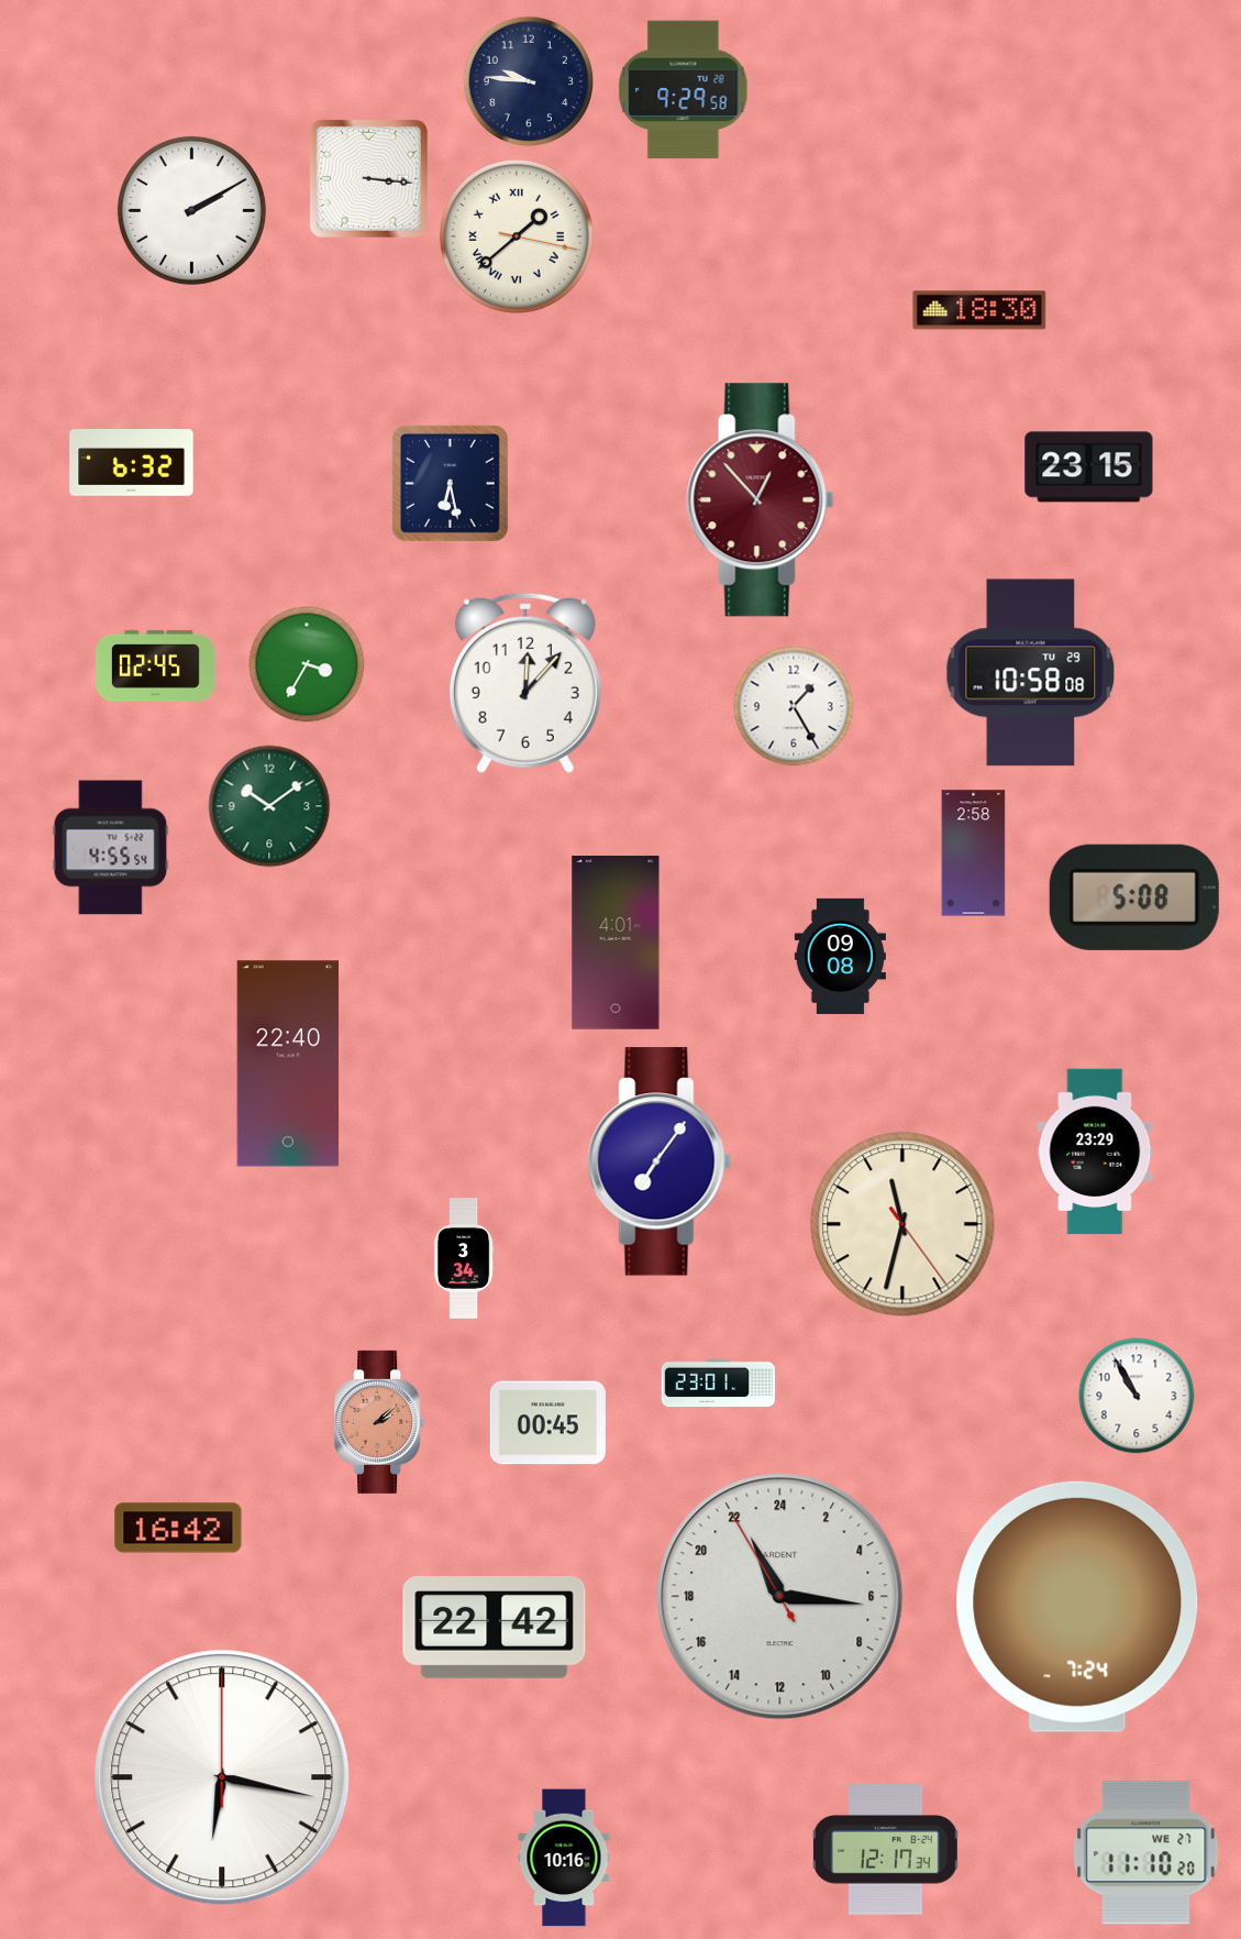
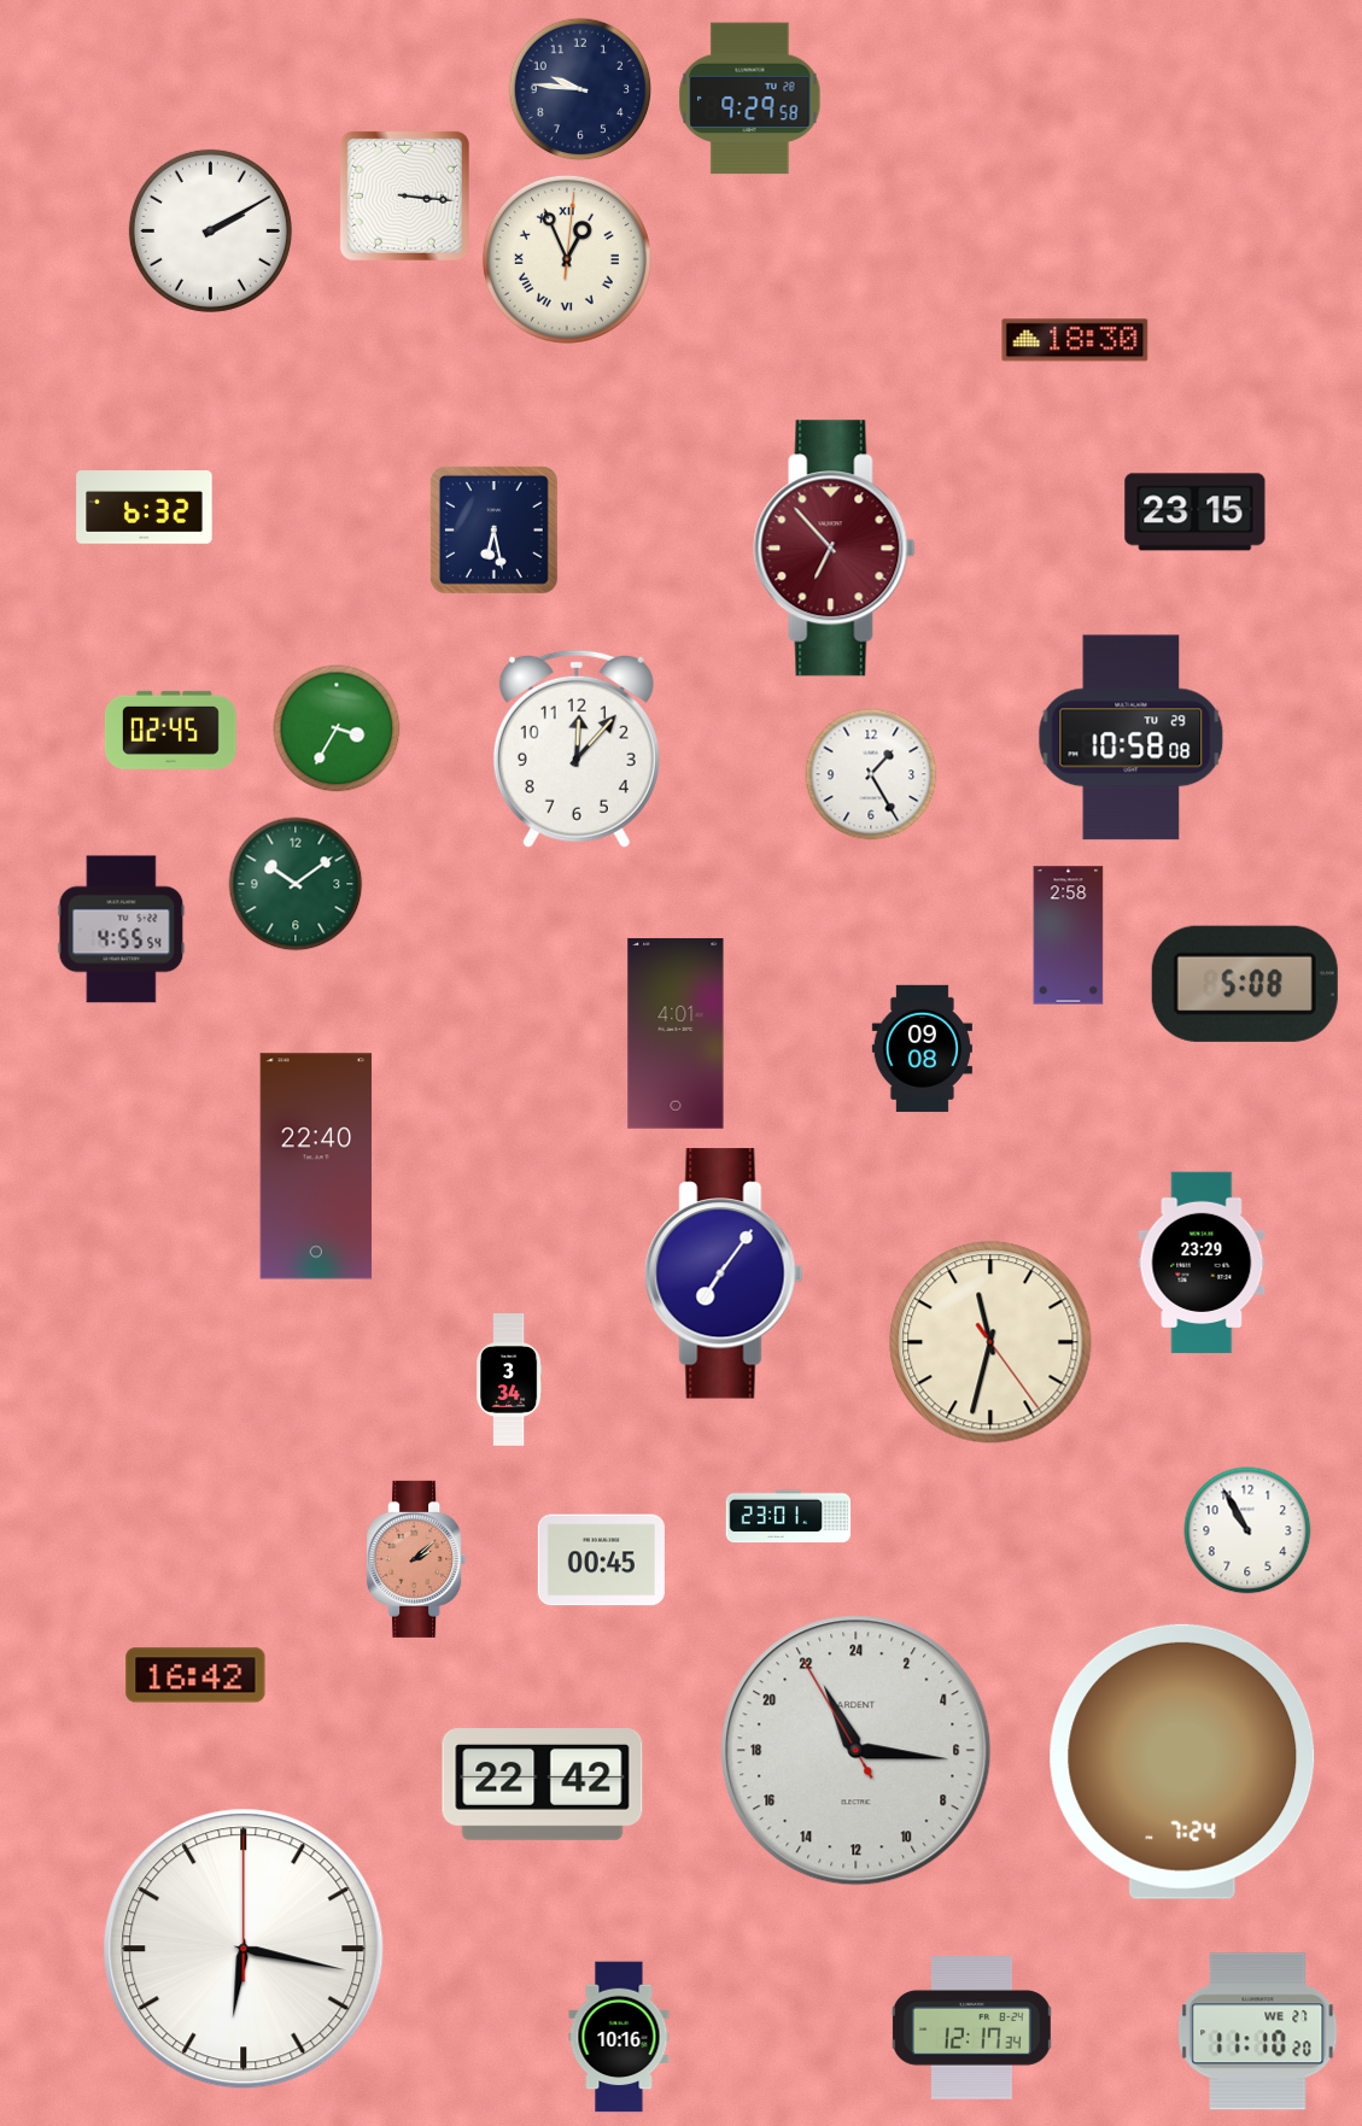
clock at (517, 236): 1:38 -> 12:56
clock at (761, 500): 12:53 -> 6:53
